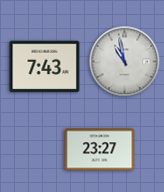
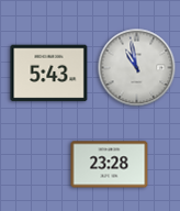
clock at (45, 67): 7:43 -> 5:43
clock at (100, 150): 23:27 -> 23:28
